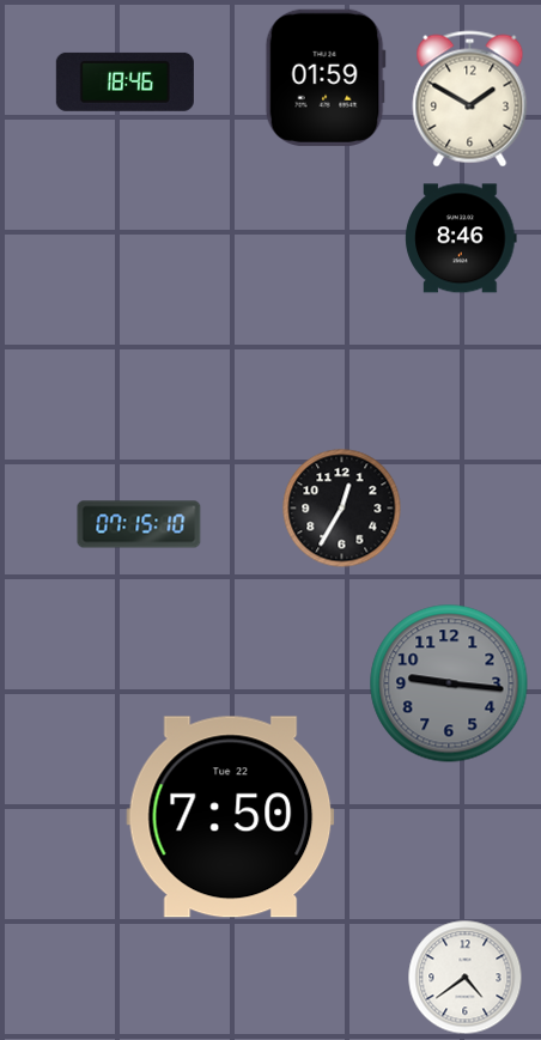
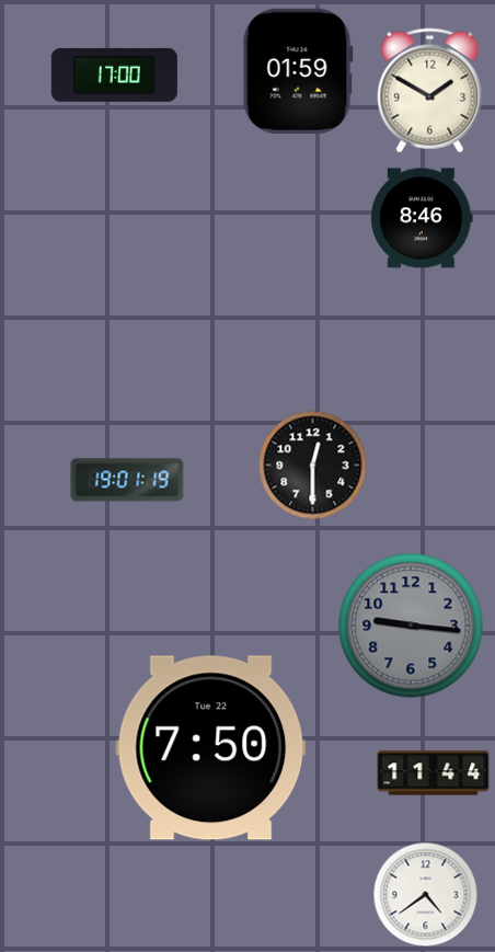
clock at (124, 81): 18:46 -> 17:00
clock at (342, 509): 12:35 -> 12:30
clock at (139, 524): 07:15 -> 19:01
clock at (434, 773): none -> 11:44
